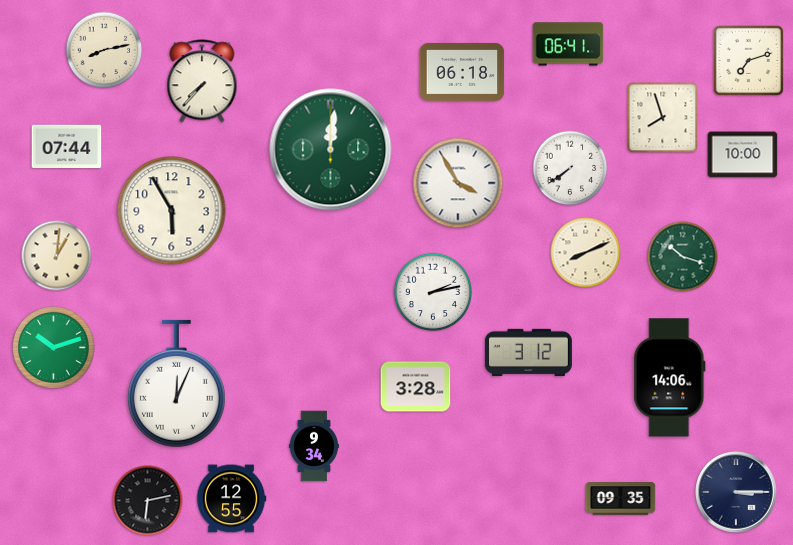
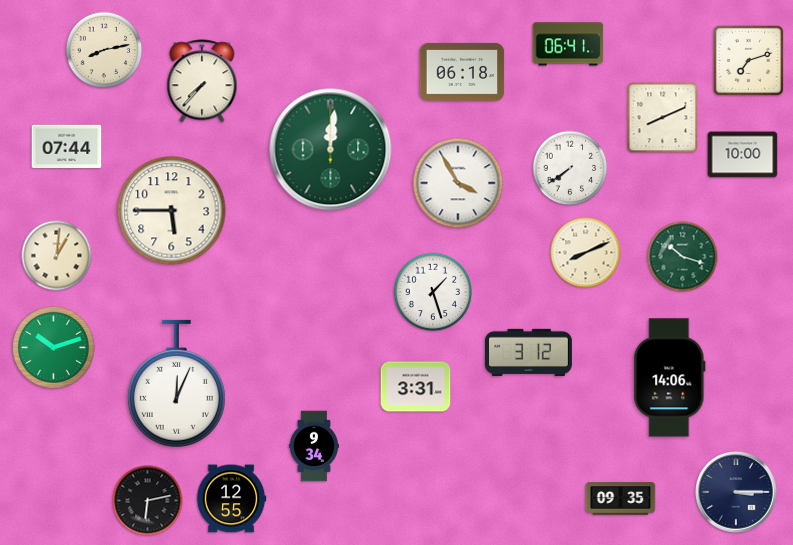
clock at (663, 118): 7:57 -> 8:11
clock at (172, 211): 5:55 -> 5:45
clock at (432, 291): 2:13 -> 1:27
clock at (416, 387): 3:28 -> 3:31
